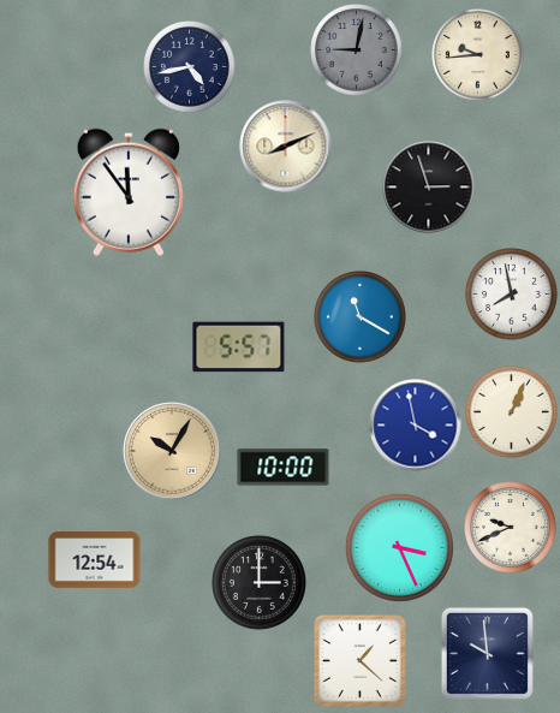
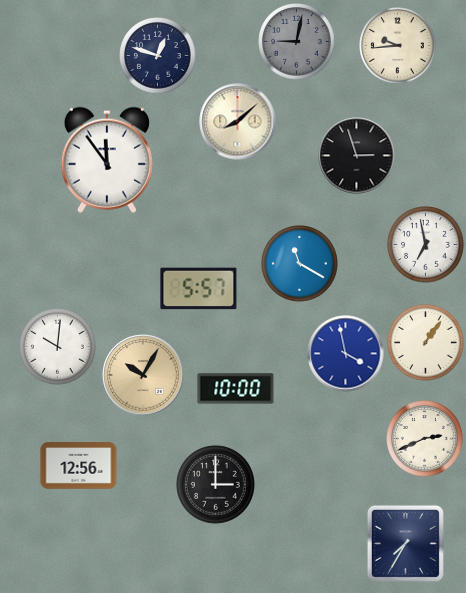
clock at (190, 67): 4:43 -> 12:48
clock at (286, 147): 8:11 -> 8:08
clock at (512, 295): 7:58 -> 6:58
clock at (512, 412): 1:04 -> 1:06
clock at (58, 347): none -> 10:01
clock at (511, 528): 9:41 -> 2:41
clock at (399, 547): 3:26 -> none
clock at (95, 560): 12:54 -> 12:56
clock at (487, 653): 9:59 -> 7:35
clock at (359, 660): 1:22 -> none
